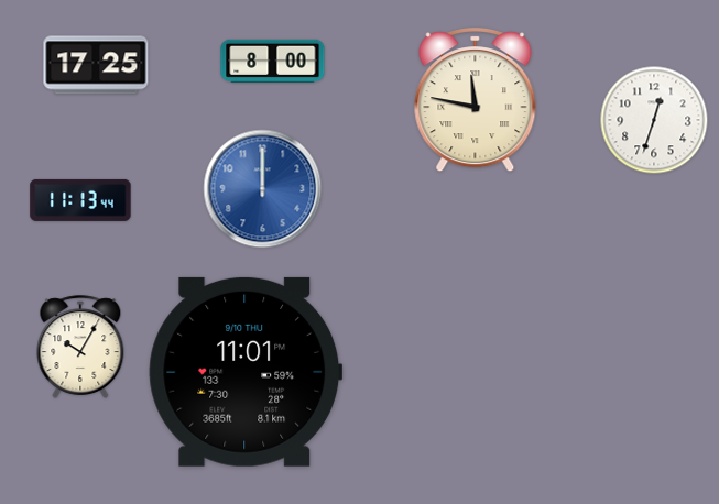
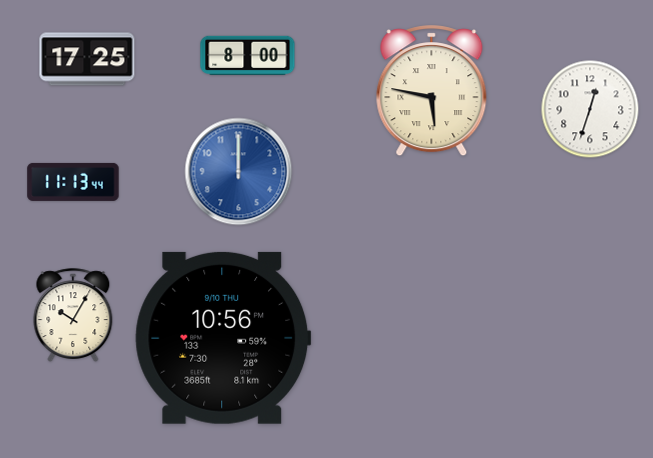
clock at (476, 100): 11:47 -> 5:47
clock at (654, 120) position: (654, 120) -> (590, 109)
clock at (246, 372): 11:01 -> 10:56
